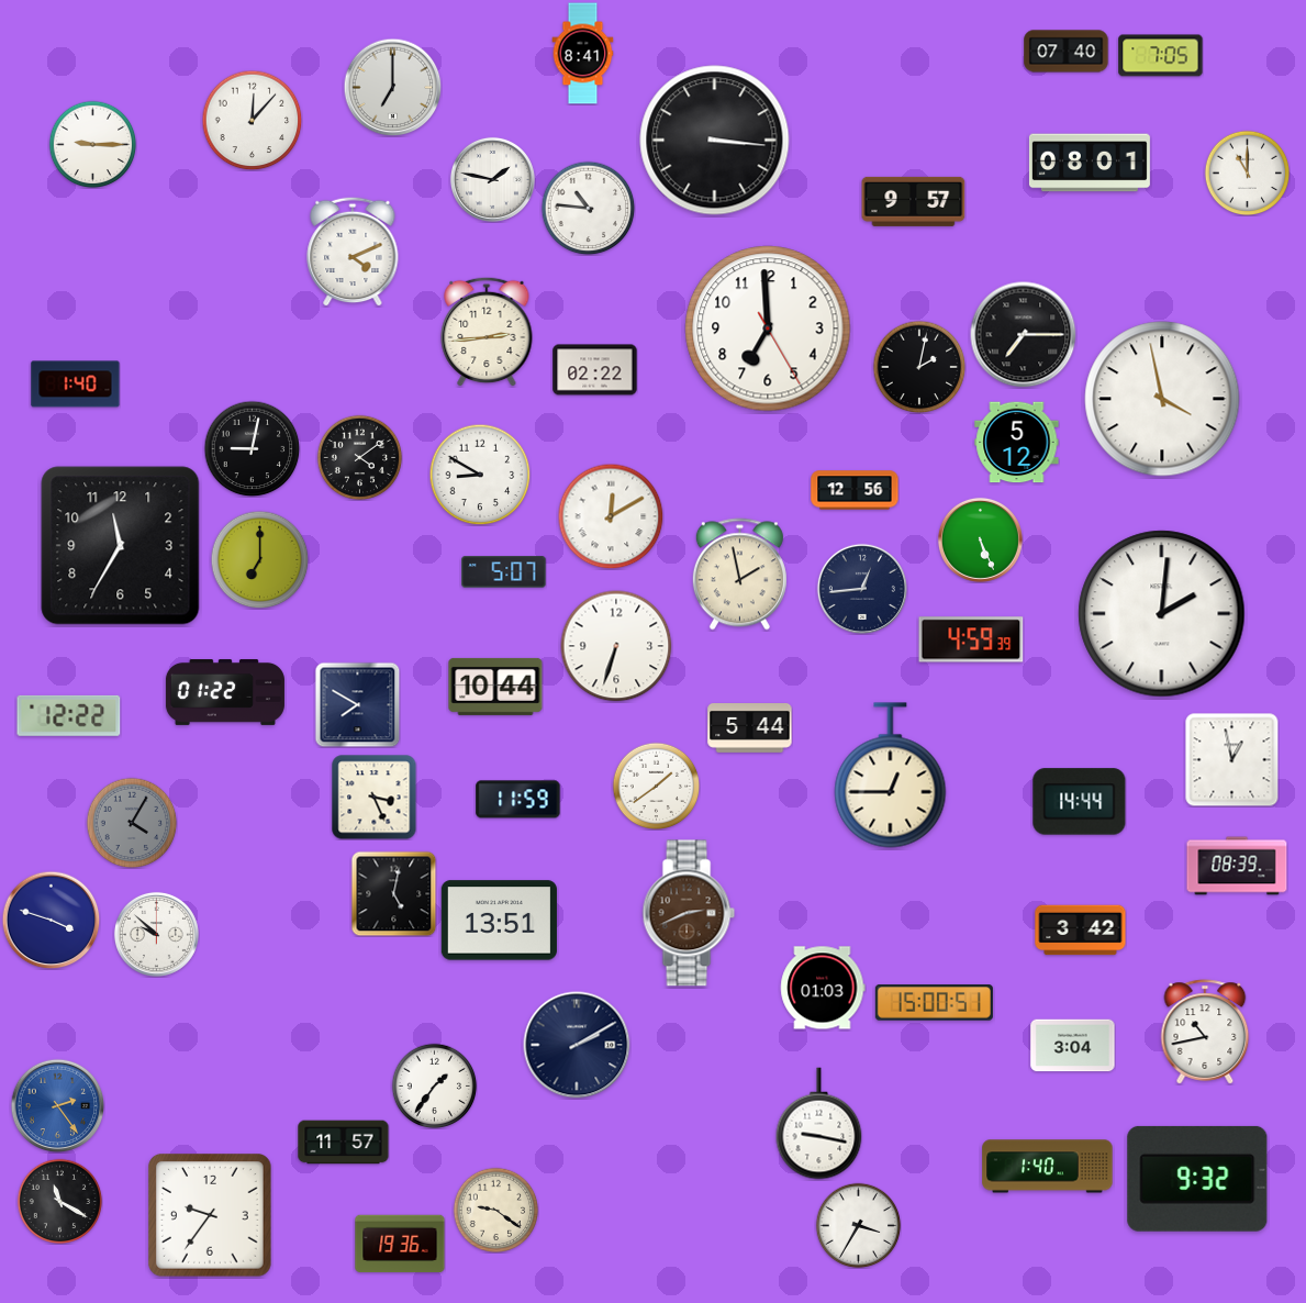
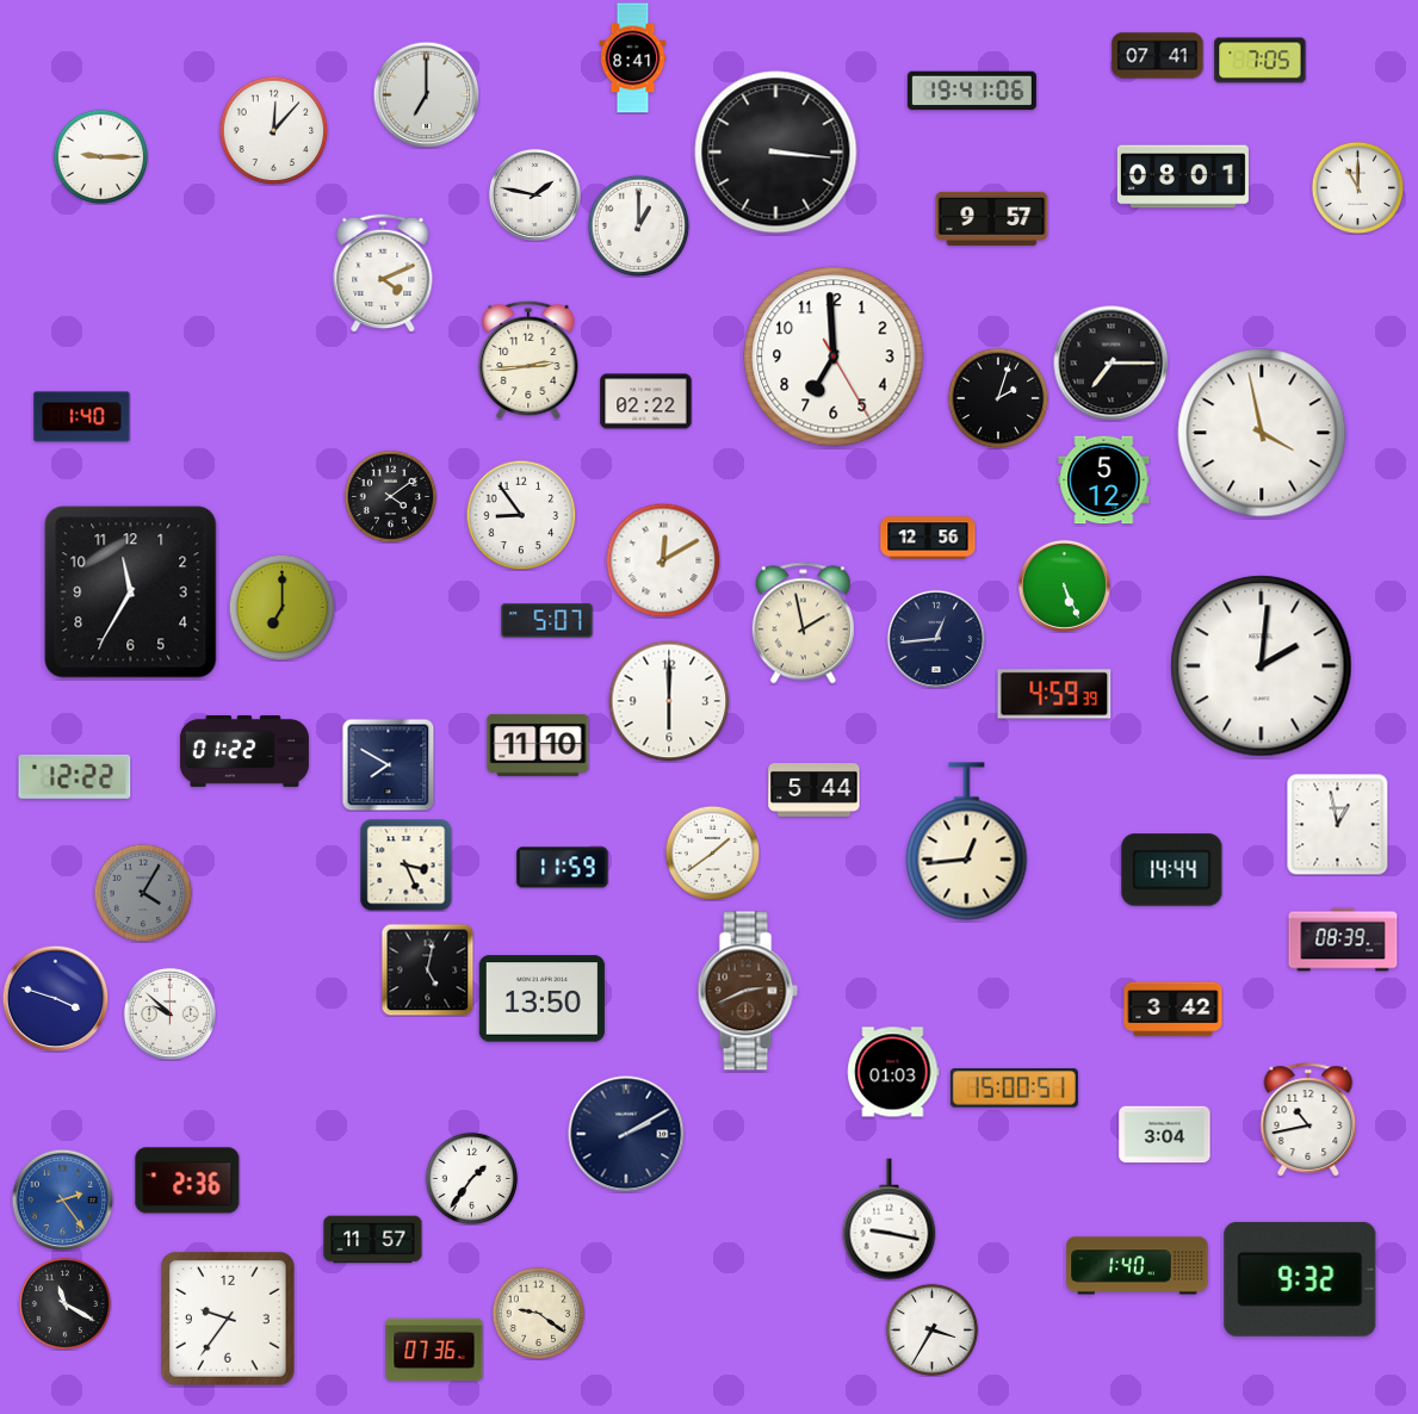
clock at (1067, 52): 07:40 -> 07:41
clock at (972, 91): none -> 19:41
clock at (1247, 172) position: (1247, 172) -> (1357, 187)
clock at (588, 208): 10:46 -> 1:00
clock at (919, 367): 2:02 -> 2:03
clock at (252, 448): 9:02 -> none
clock at (480, 475): 8:50 -> 8:54
clock at (855, 490) position: (855, 490) -> (928, 538)
clock at (616, 646): 6:33 -> 6:00
clock at (495, 687): 10:44 -> 11:10
clock at (891, 776): 12:45 -> 12:44
clock at (499, 921): 13:51 -> 13:50
clock at (187, 1180): none -> 2:36
clock at (400, 1244): 19:36 -> 07:36
